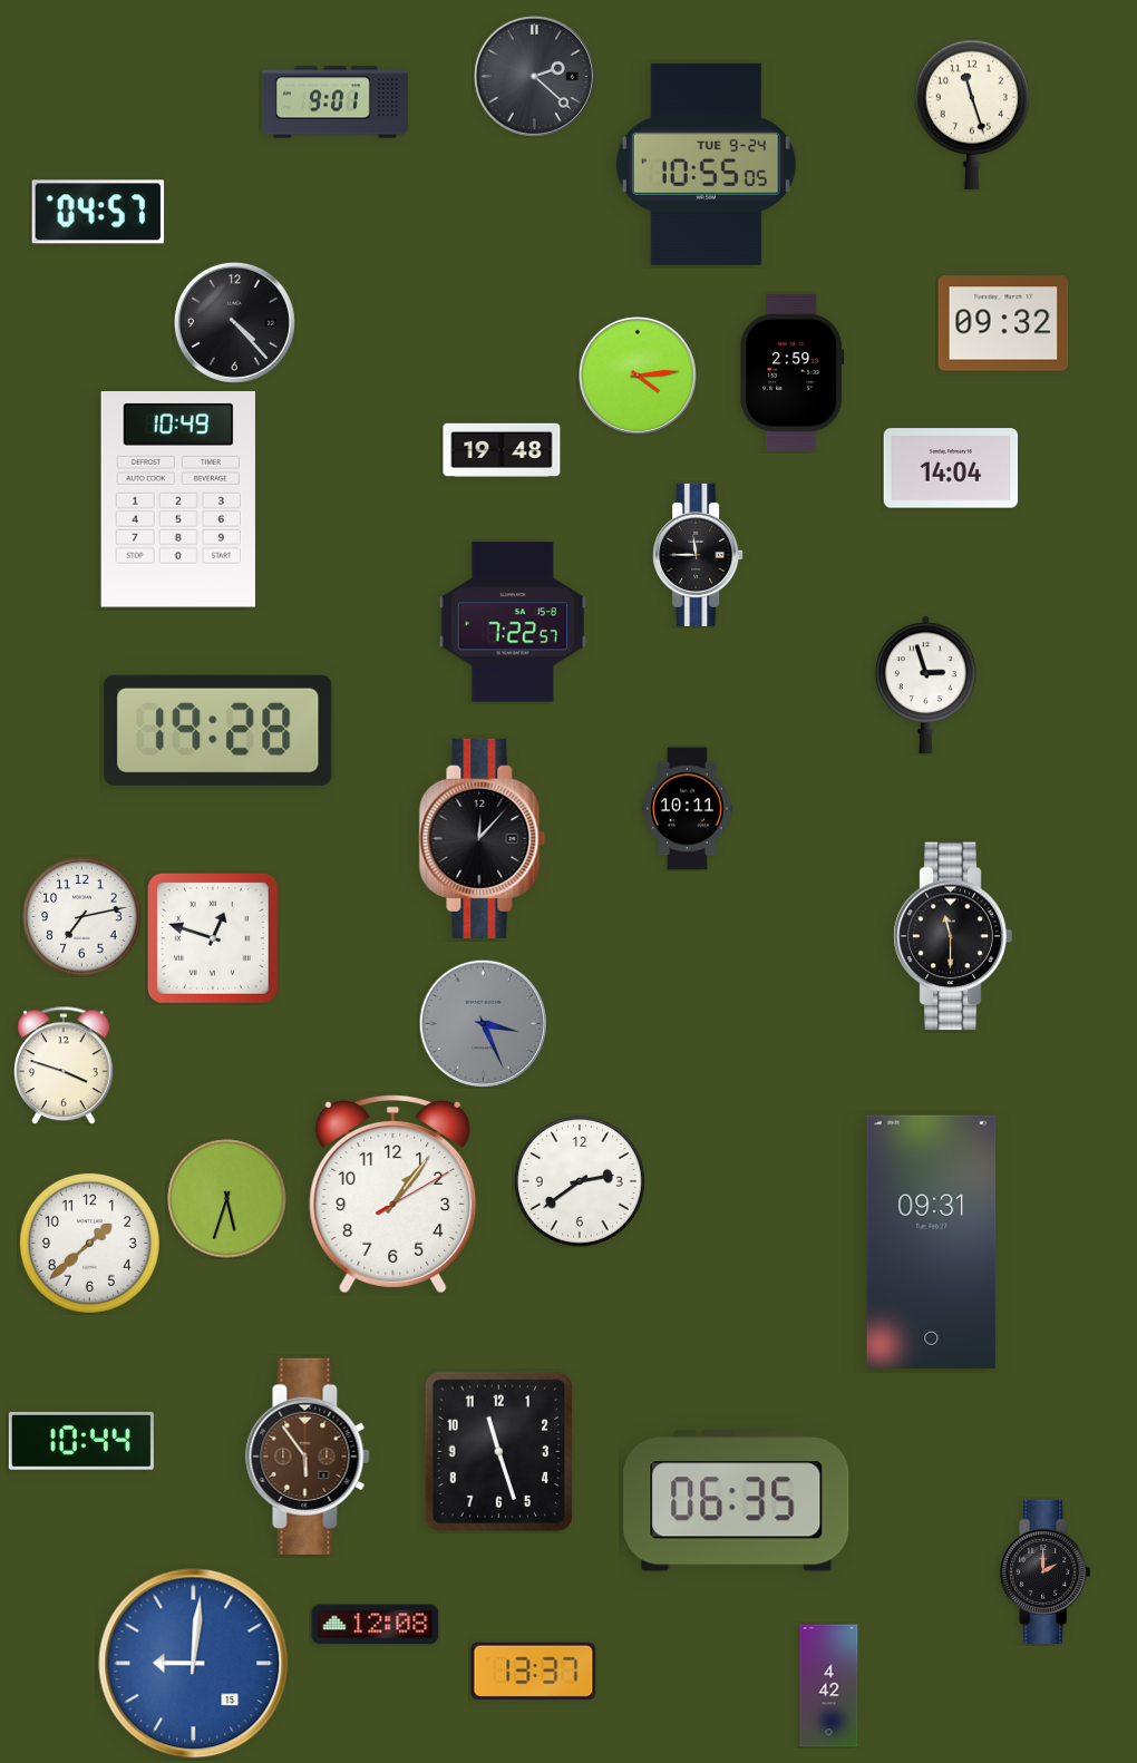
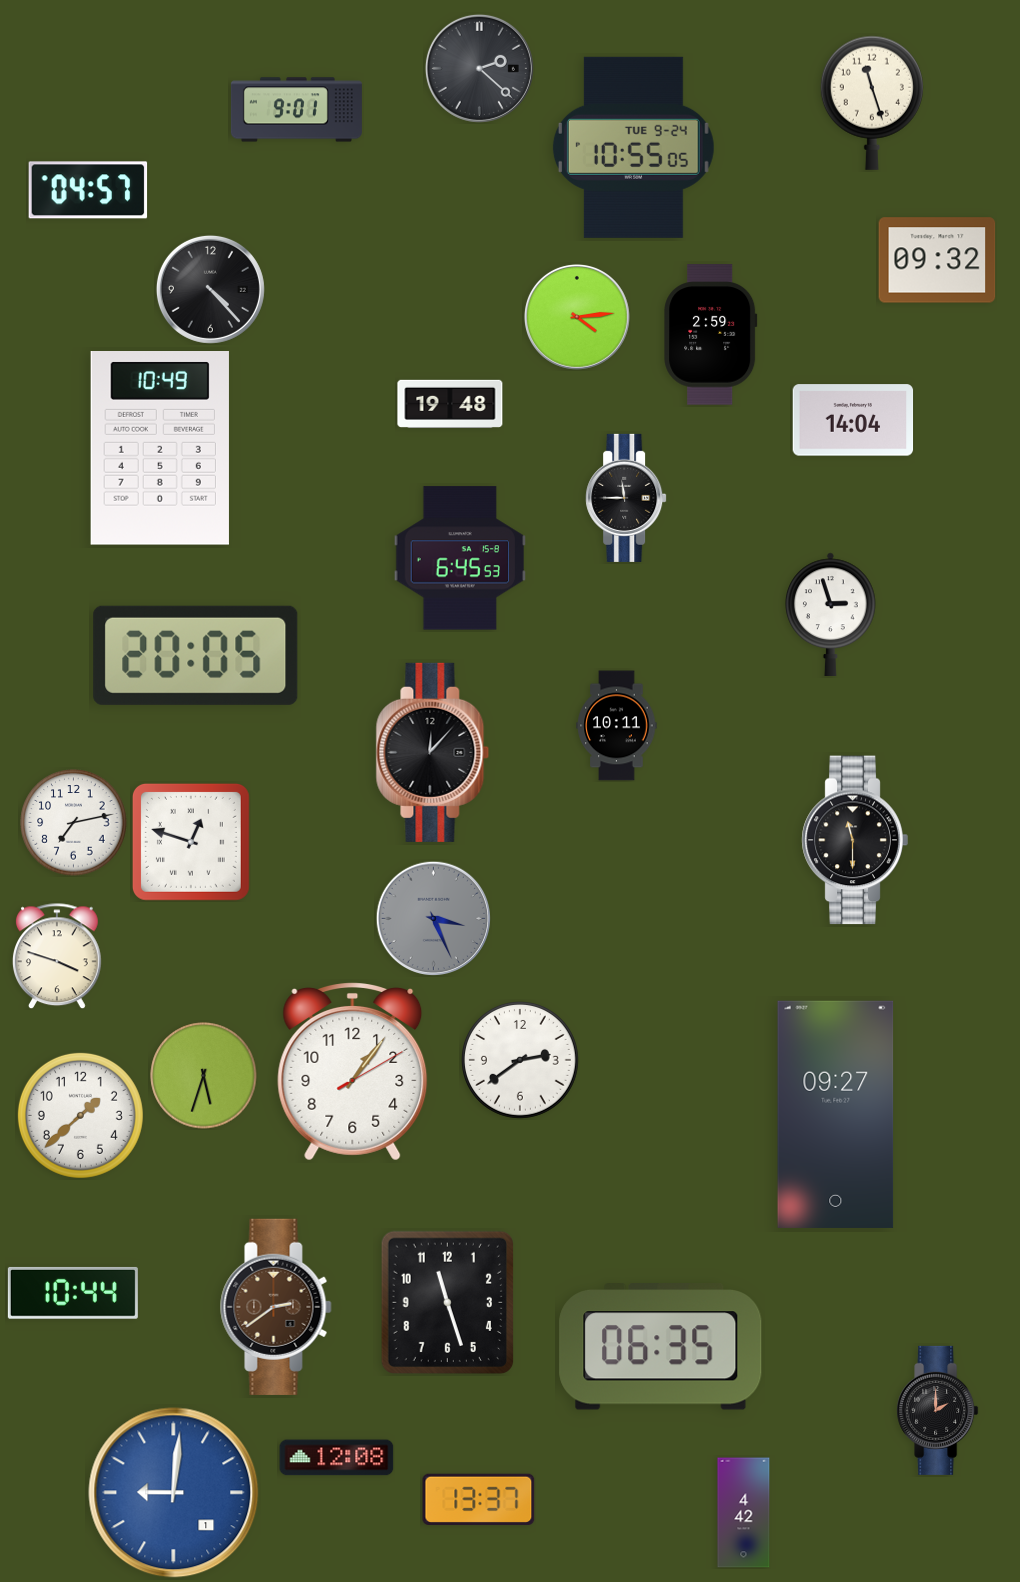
clock at (334, 103) position: (334, 103) -> (296, 110)
clock at (1003, 323) position: (1003, 323) -> (937, 260)
clock at (638, 376) position: (638, 376) -> (577, 317)
clock at (512, 622): 7:22 -> 6:45
clock at (218, 730): 19:28 -> 20:05
clock at (932, 1241): 09:31 -> 09:27
clock at (308, 1457): 5:54 -> 2:39
clock at (194, 1664) date: 15 -> 1
